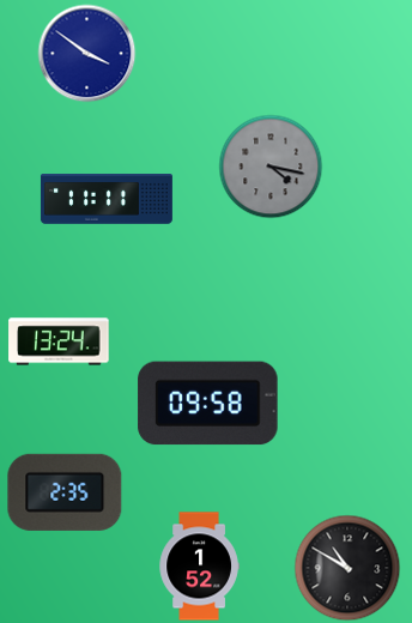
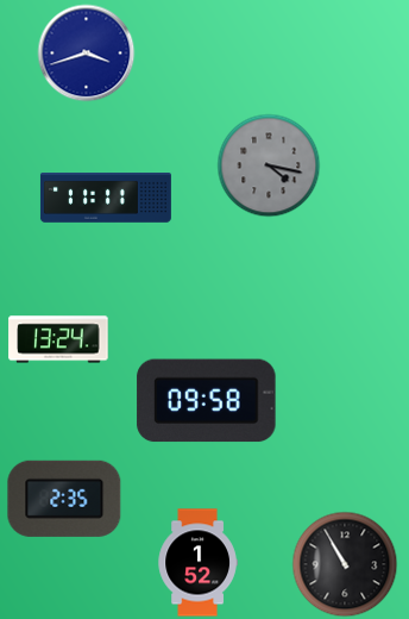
clock at (87, 54): 3:51 -> 3:42
clock at (65, 492) position: (65, 492) -> (64, 499)
clock at (347, 568): 10:50 -> 10:55
